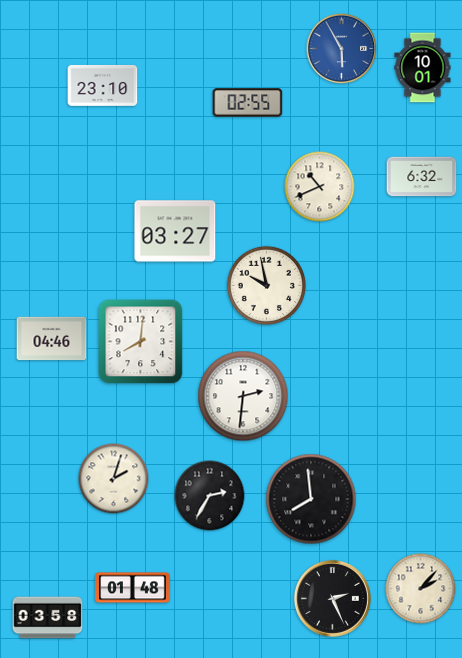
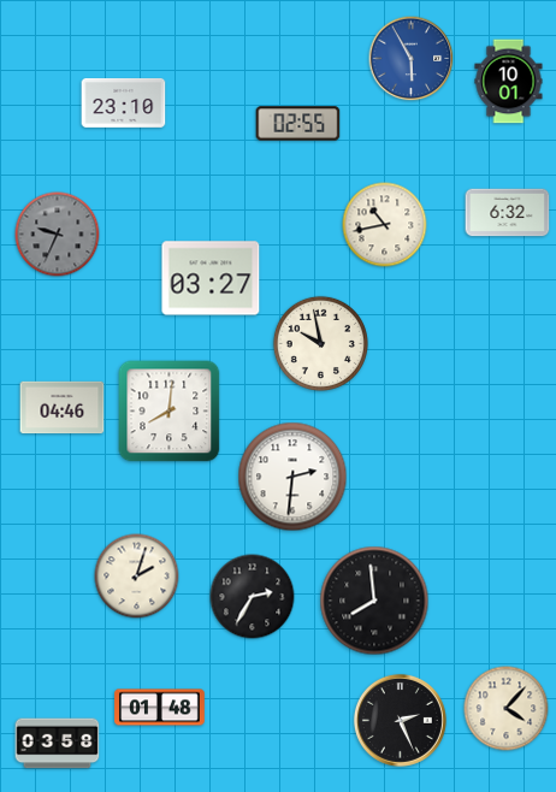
clock at (320, 187): 10:41 -> 10:43
clock at (58, 235): none -> 9:34
clock at (421, 589): 2:07 -> 4:07
